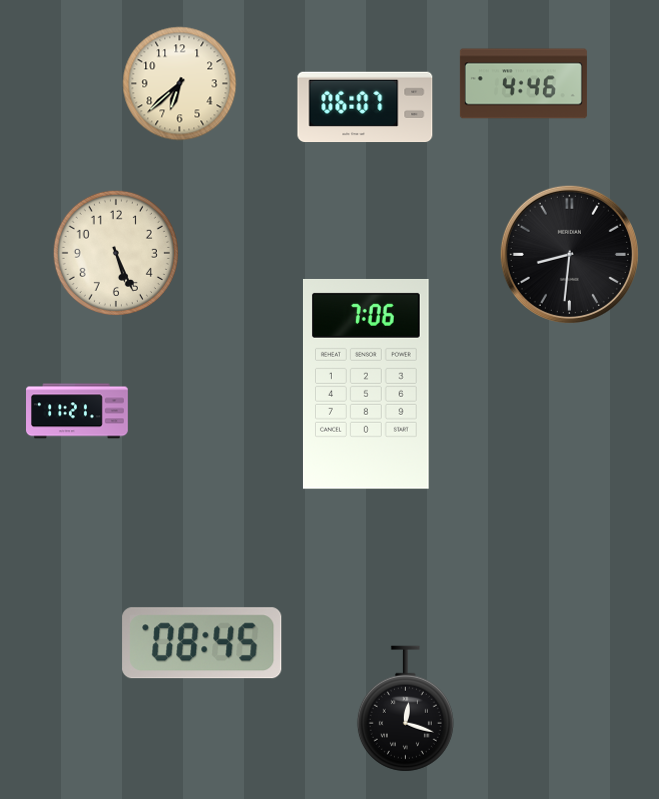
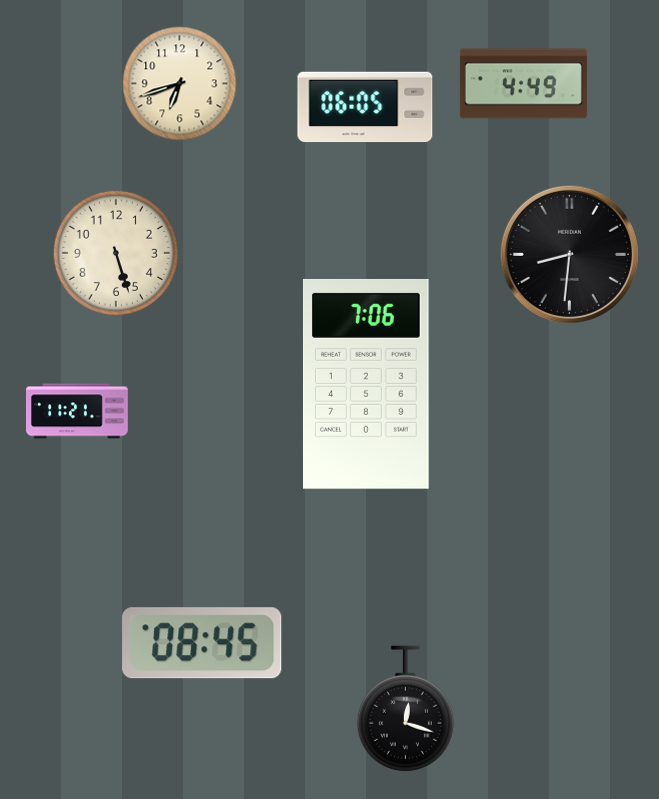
clock at (180, 84): 6:38 -> 6:42
clock at (523, 84): 4:46 -> 4:49
clock at (365, 107): 06:07 -> 06:05
clock at (116, 253): 5:26 -> 5:27
